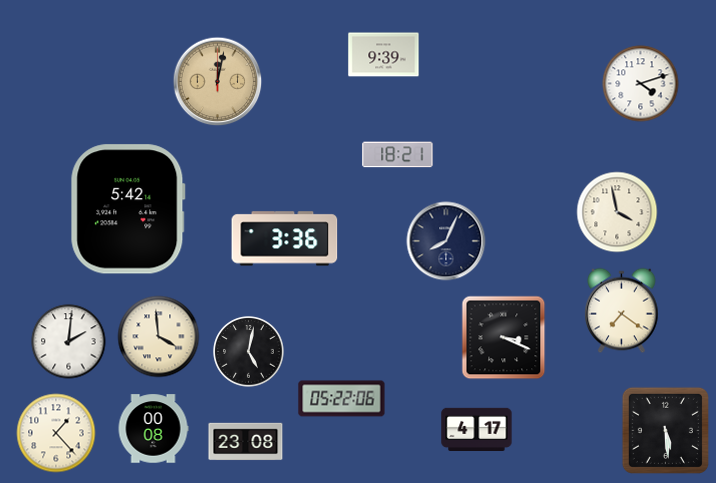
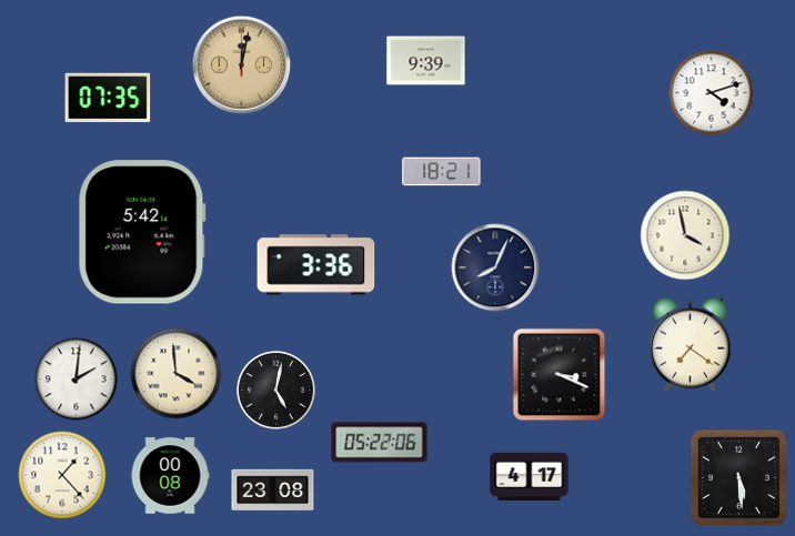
clock at (218, 82) position: (218, 82) -> (242, 65)
clock at (108, 98): none -> 07:35
clock at (56, 433) position: (56, 433) -> (62, 475)
